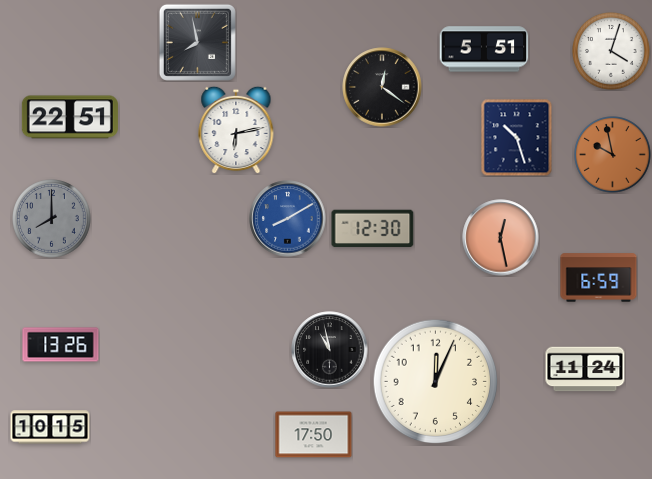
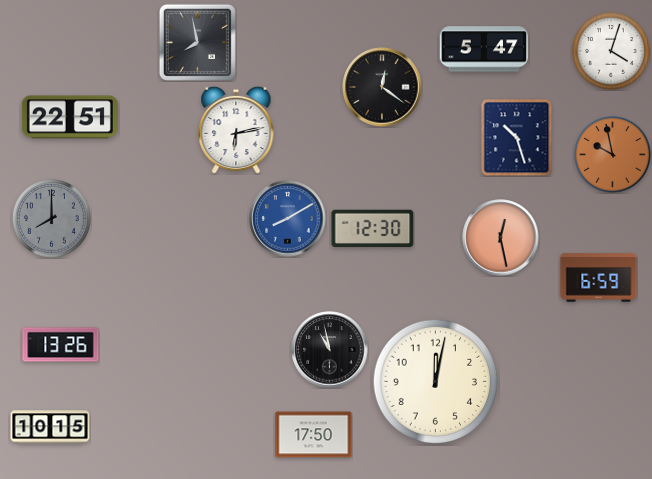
clock at (484, 49): 5:51 -> 5:47
clock at (585, 369): 11:24 -> none
clock at (436, 382): 12:04 -> 12:02
